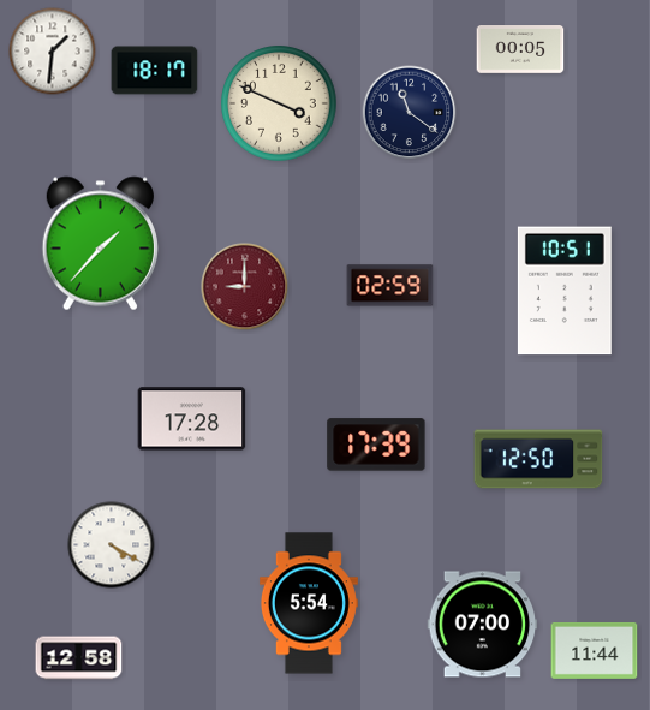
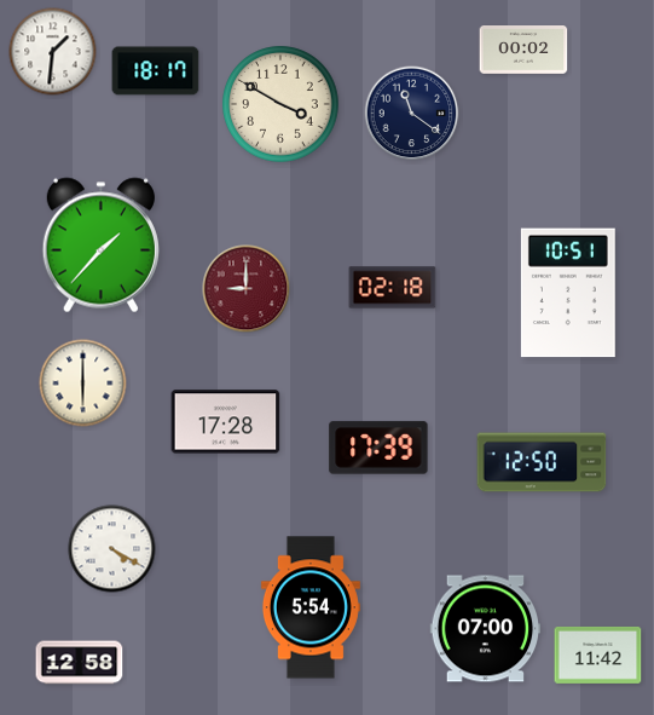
clock at (520, 50): 00:05 -> 00:02
clock at (279, 103): 3:49 -> 3:50
clock at (390, 286): 02:59 -> 02:18
clock at (83, 384): none -> 6:00
clock at (192, 419) position: (192, 419) -> (226, 422)
clock at (595, 650): 11:44 -> 11:42
